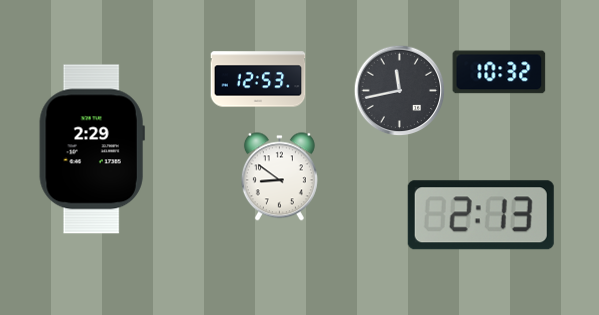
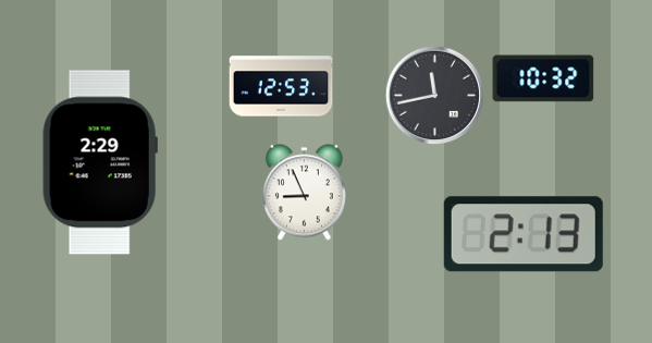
clock at (399, 90) position: (399, 90) -> (434, 95)
clock at (279, 177): 8:51 -> 8:56
